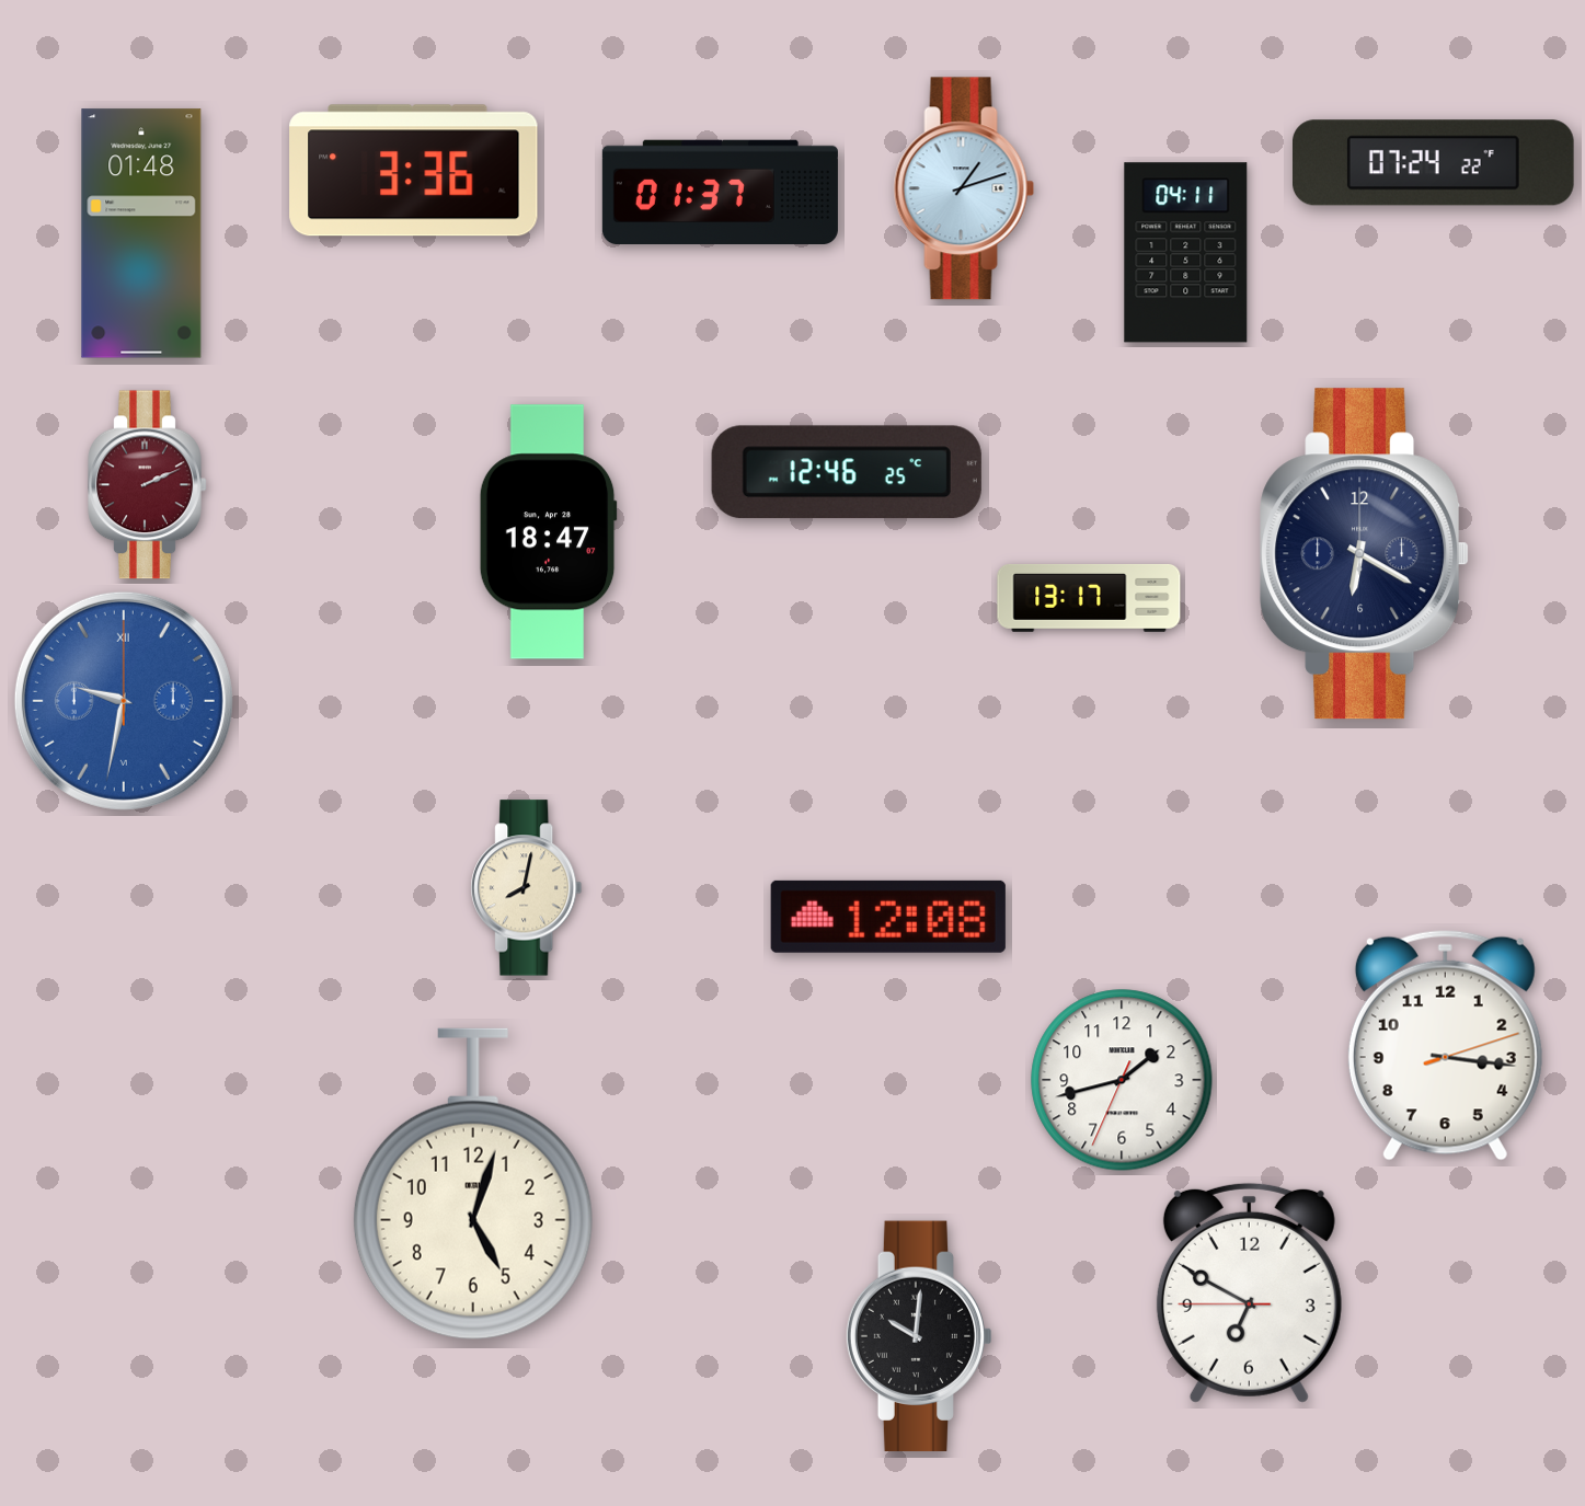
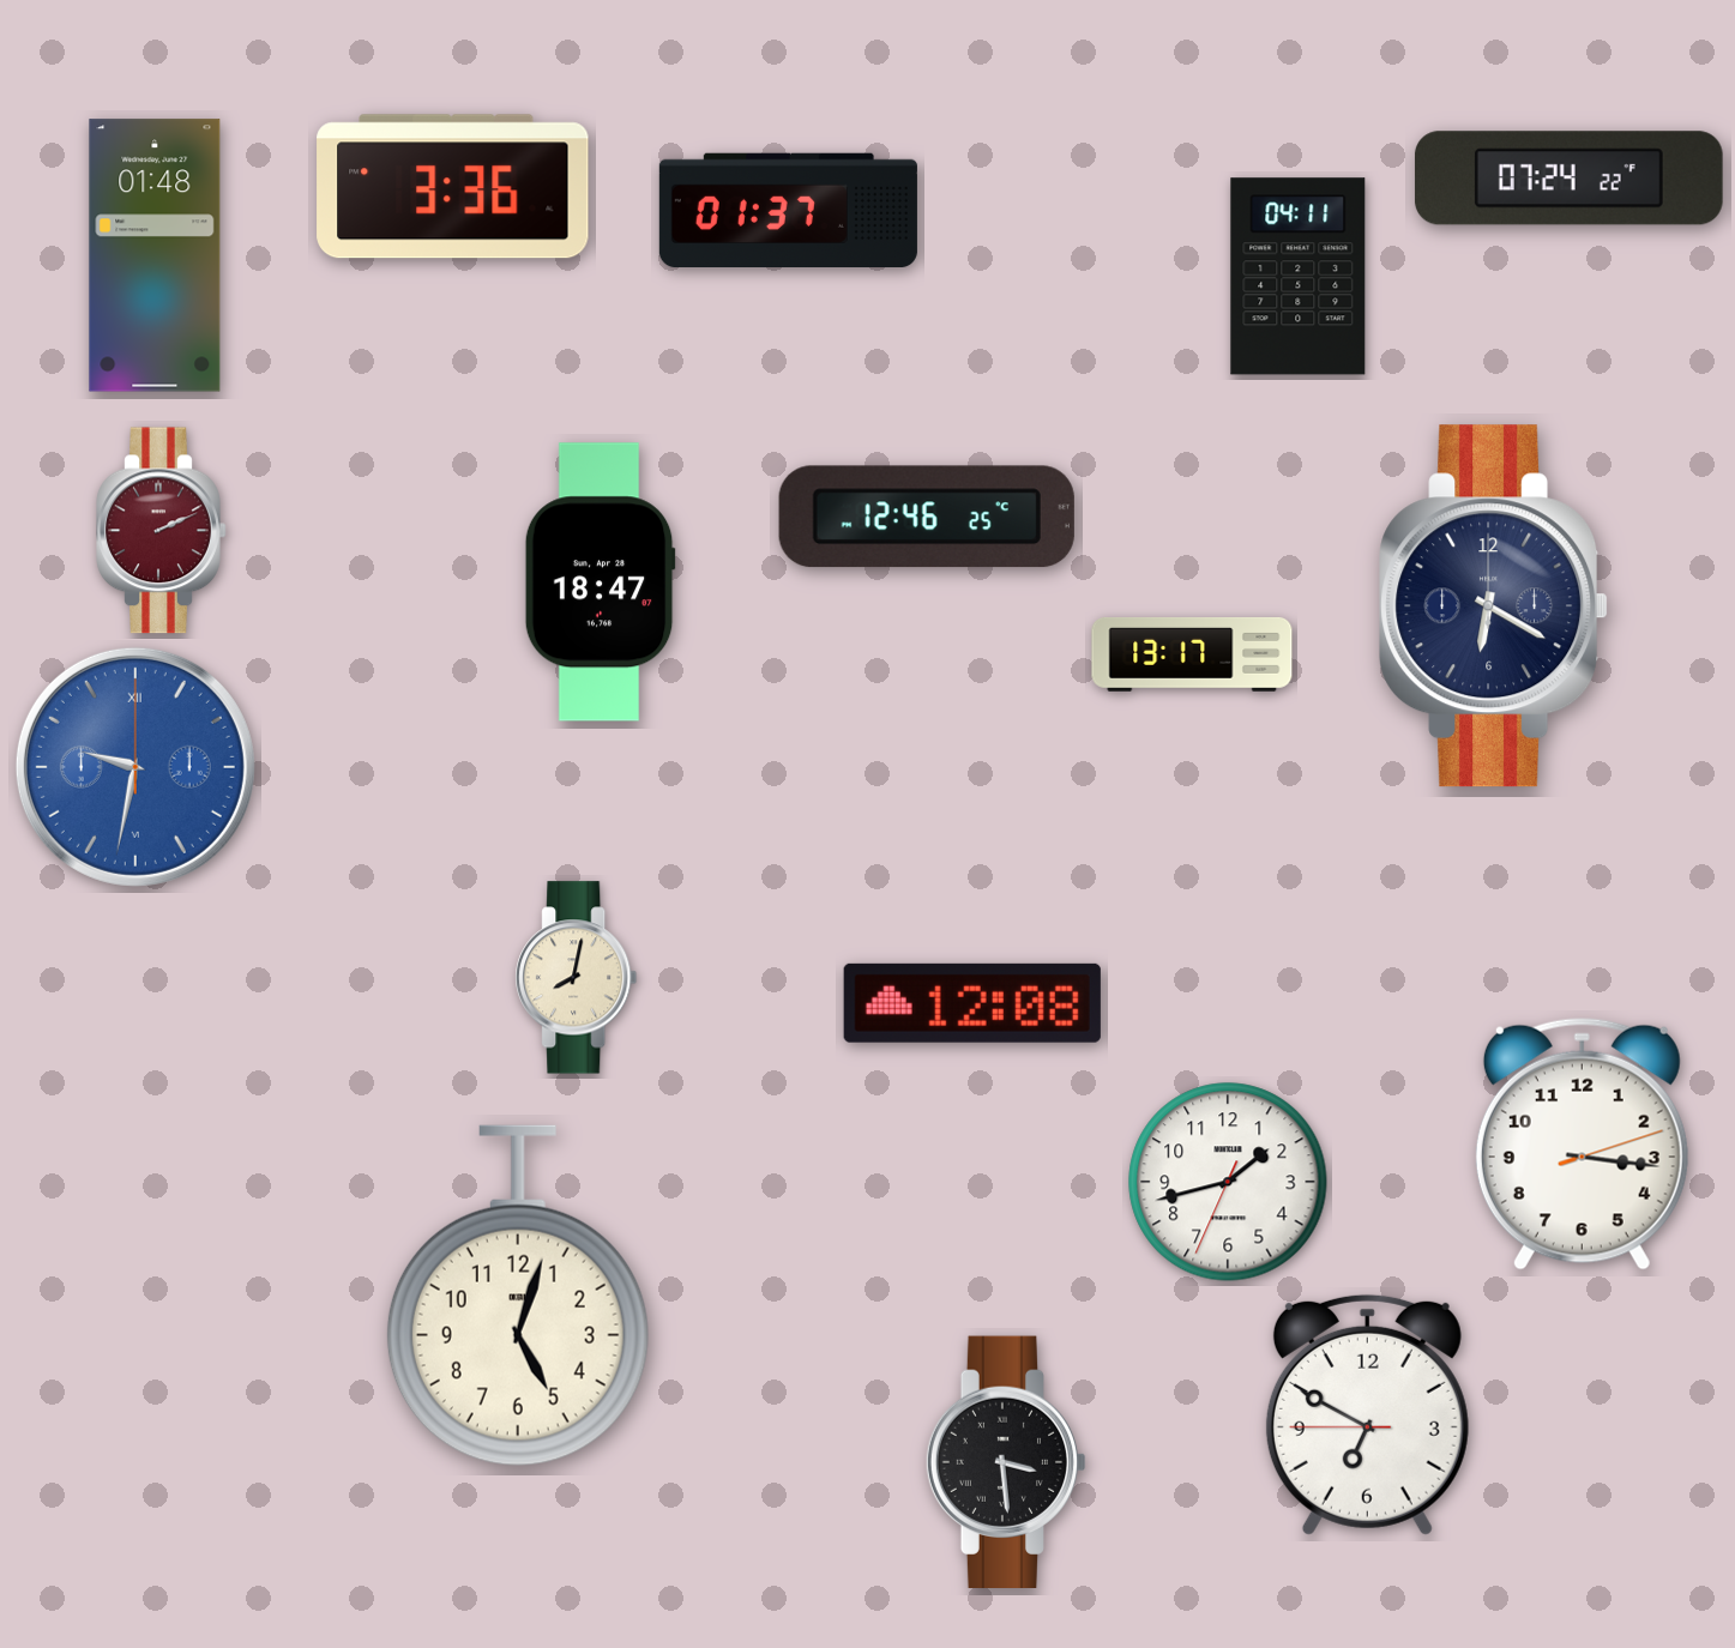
clock at (964, 188): 1:12 -> none
clock at (527, 888) position: (527, 888) -> (577, 978)
clock at (919, 1335): 10:01 -> 3:29
